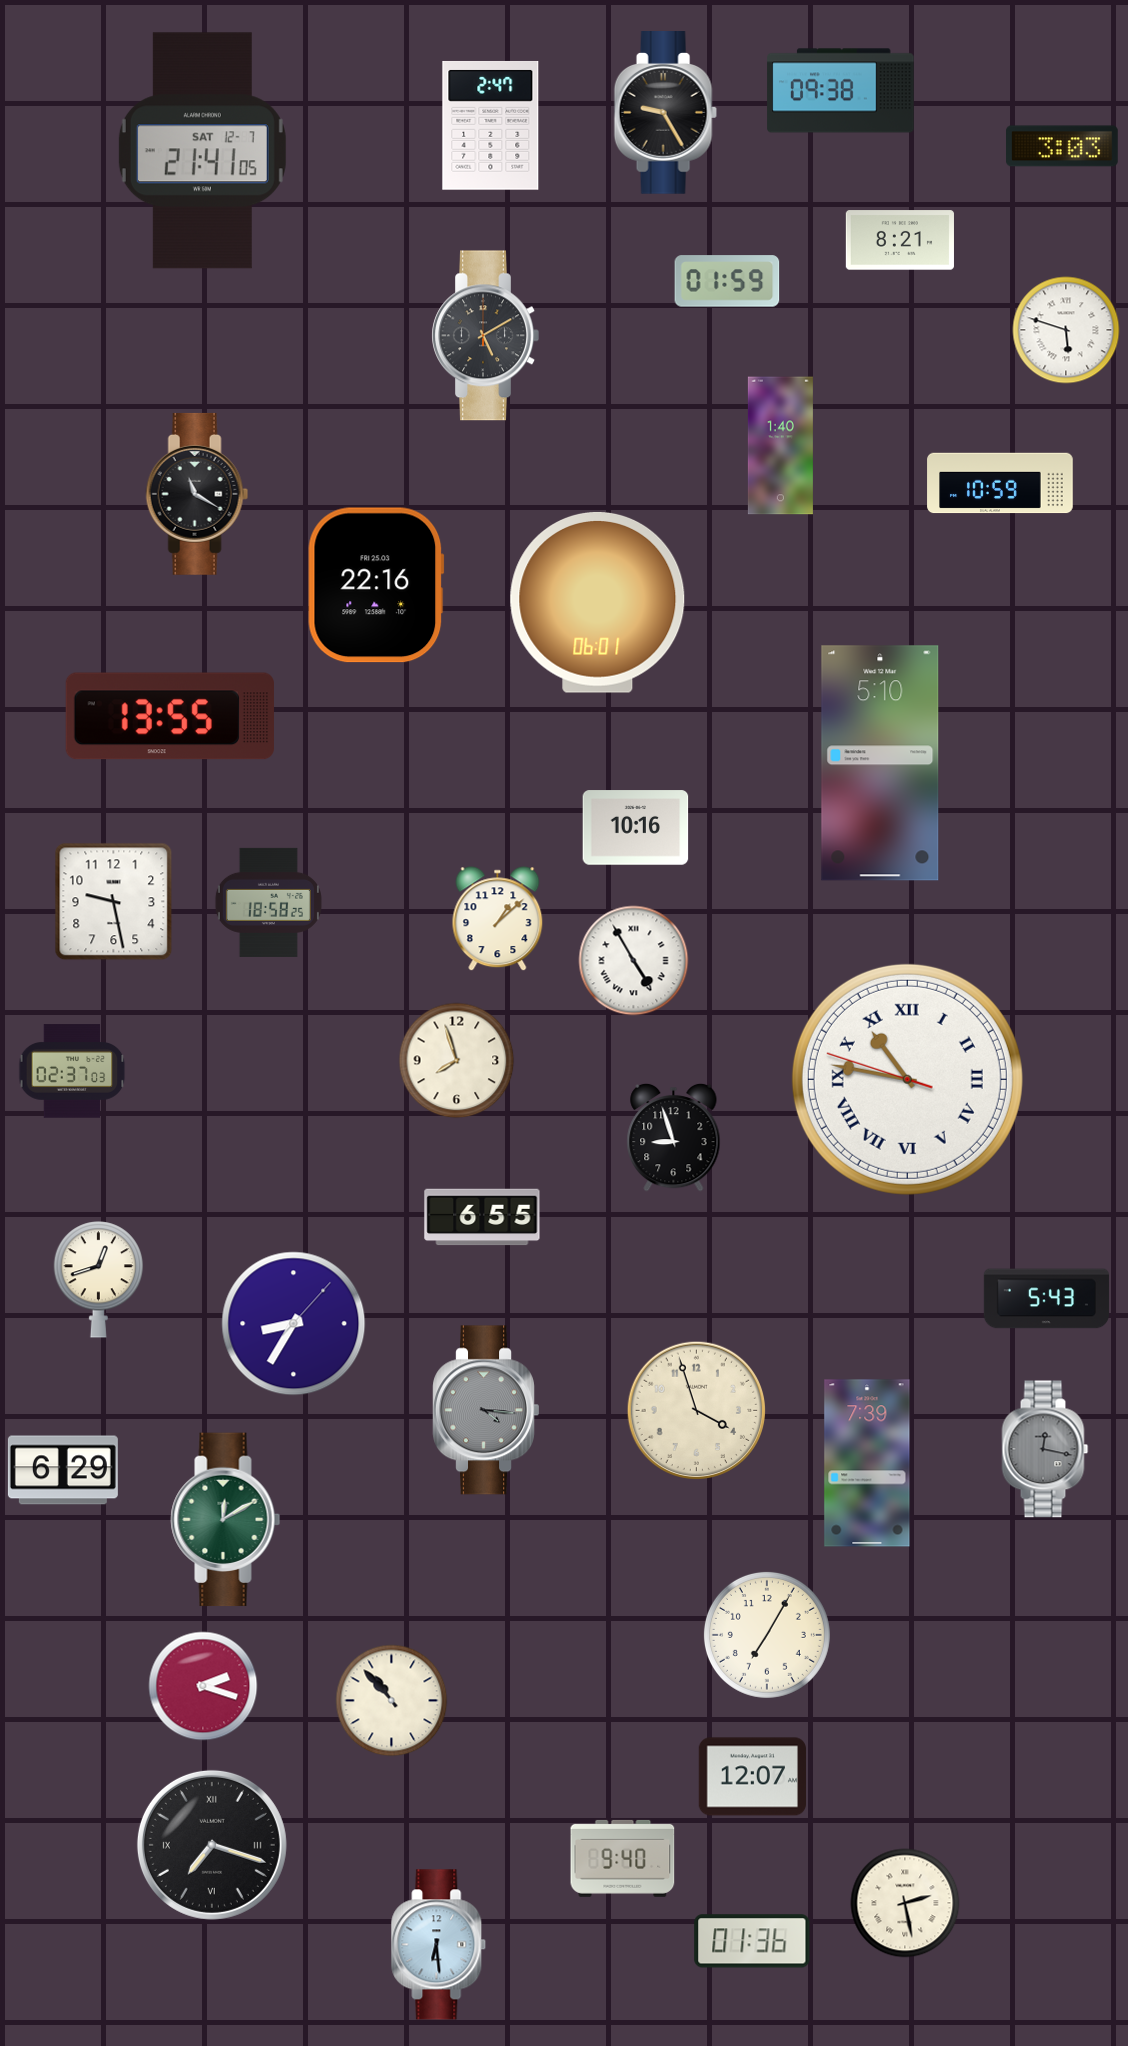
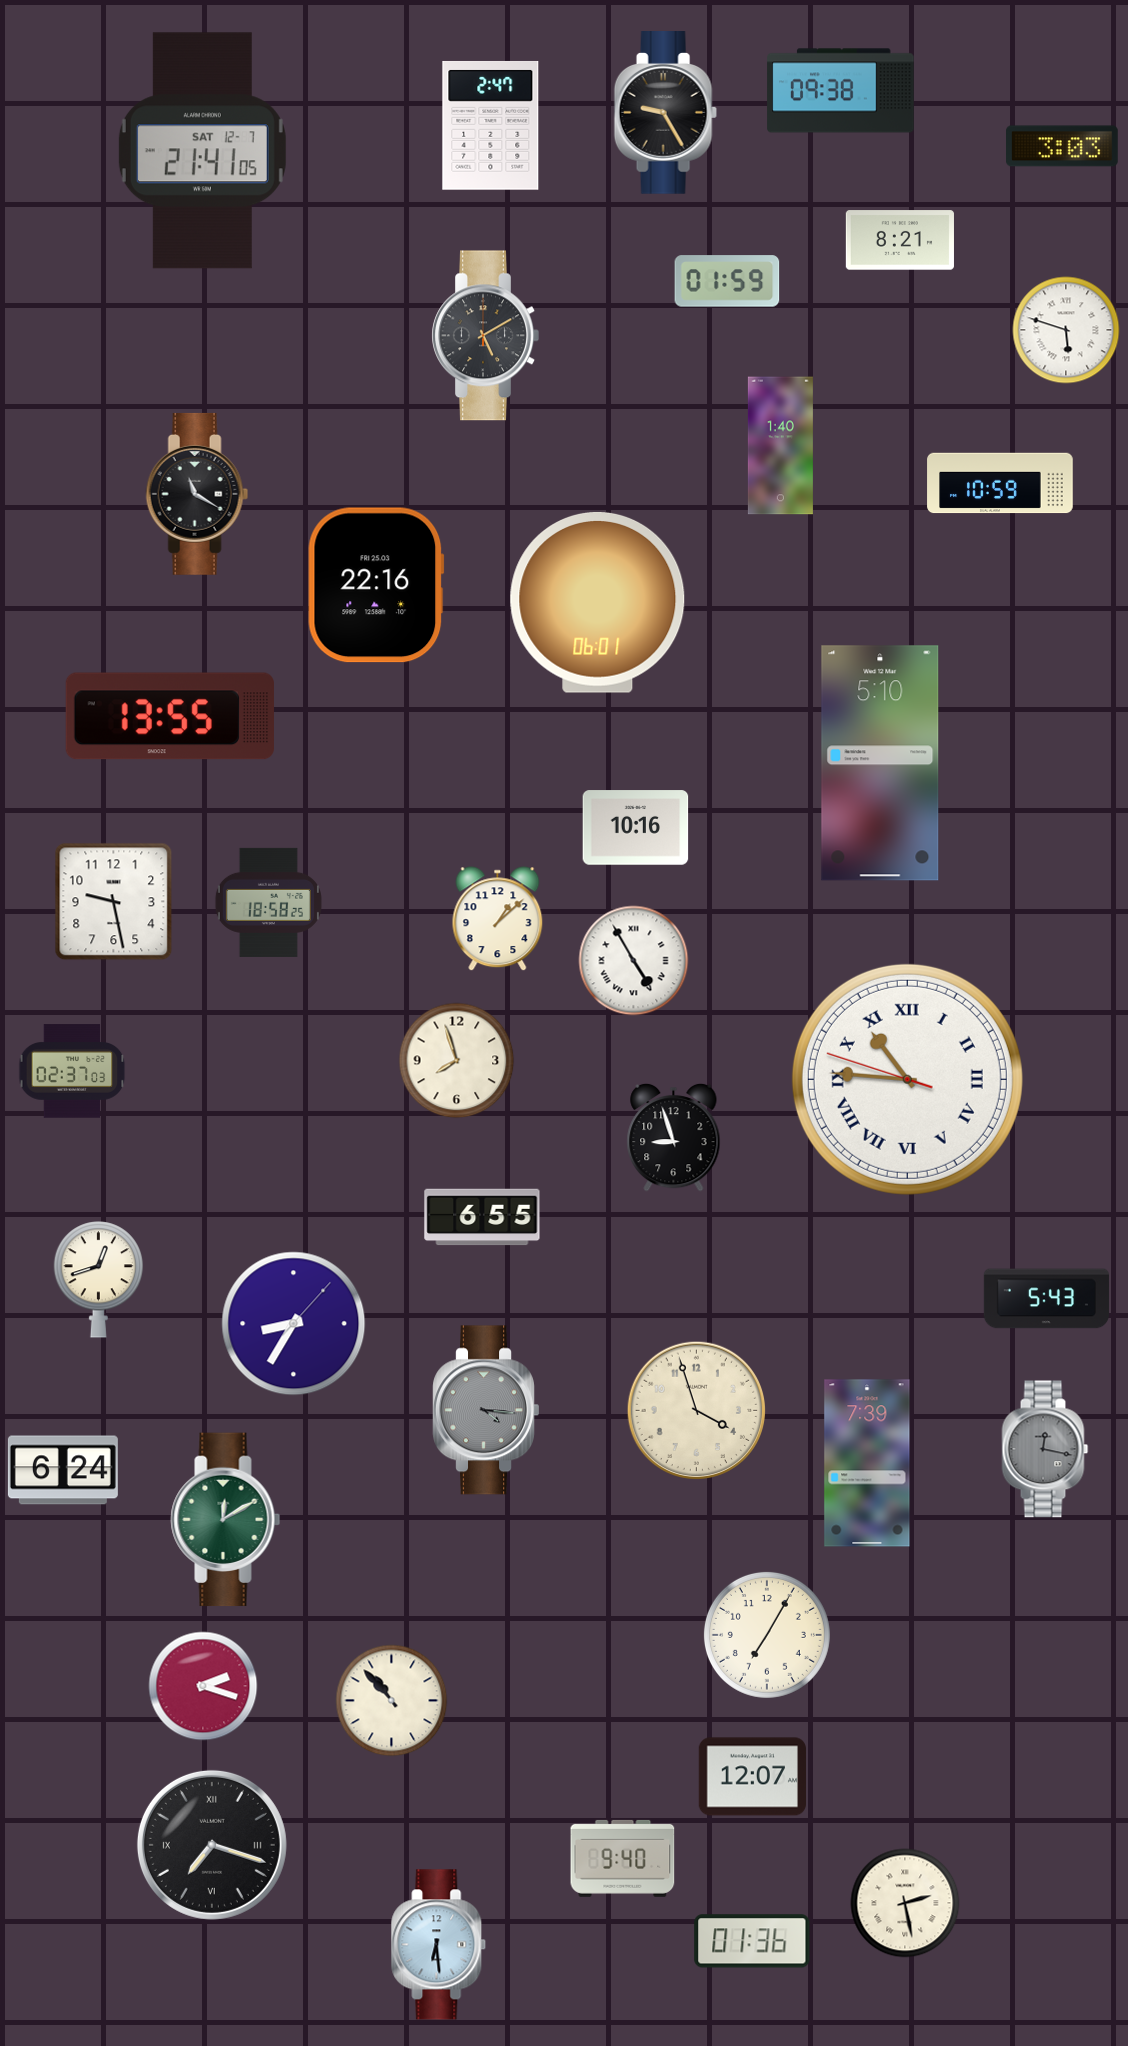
clock at (907, 1079): 10:46 -> 10:45
clock at (63, 1470): 6:29 -> 6:24
